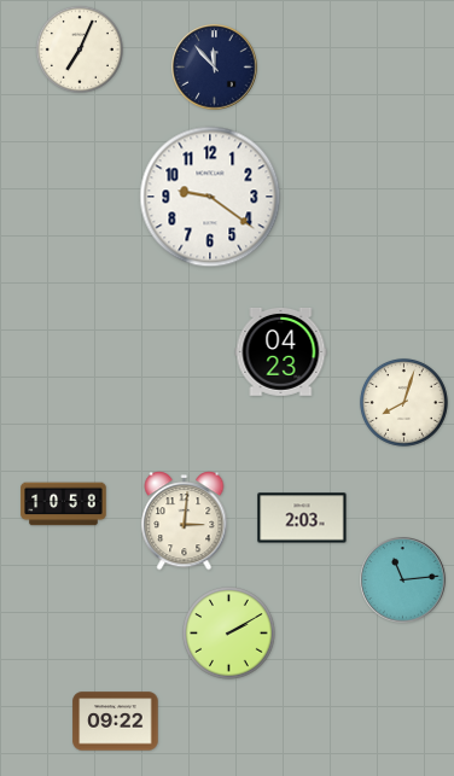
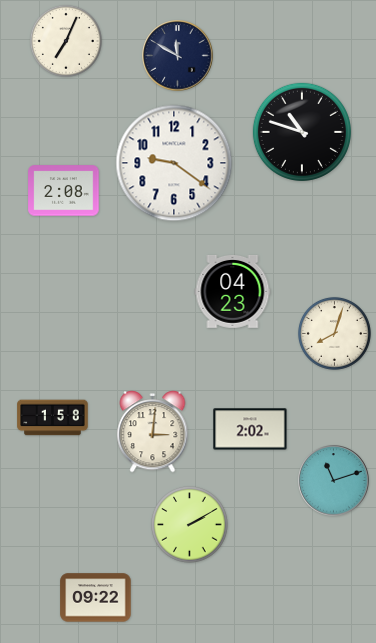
clock at (215, 68): 11:53 -> 11:50
clock at (302, 132): none -> 10:48
clock at (64, 191): none -> 2:08
clock at (64, 504): 10:58 -> 1:58
clock at (302, 518): 2:03 -> 2:02
clock at (403, 580): 11:14 -> 11:12
